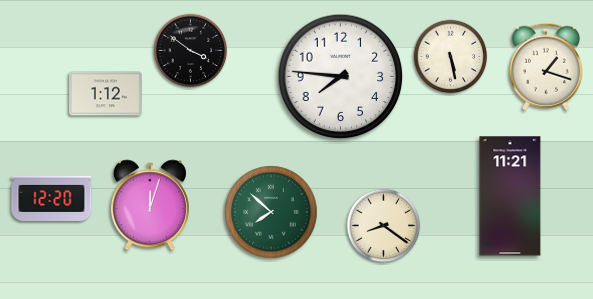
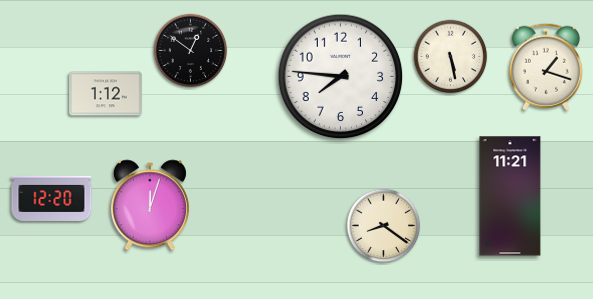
clock at (191, 51): 3:51 -> 12:51
clock at (271, 212): 7:52 -> none
